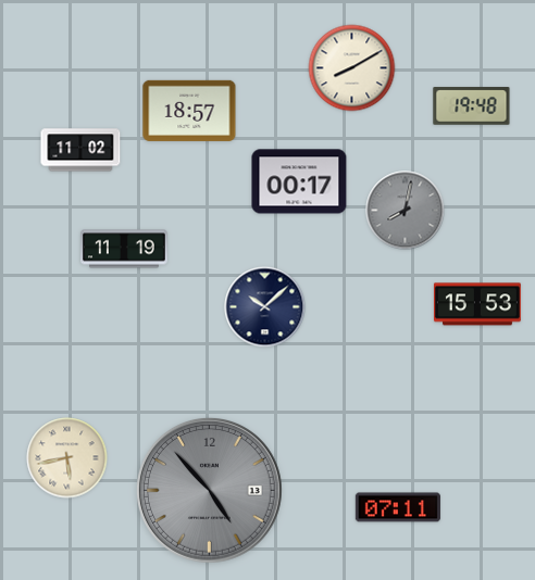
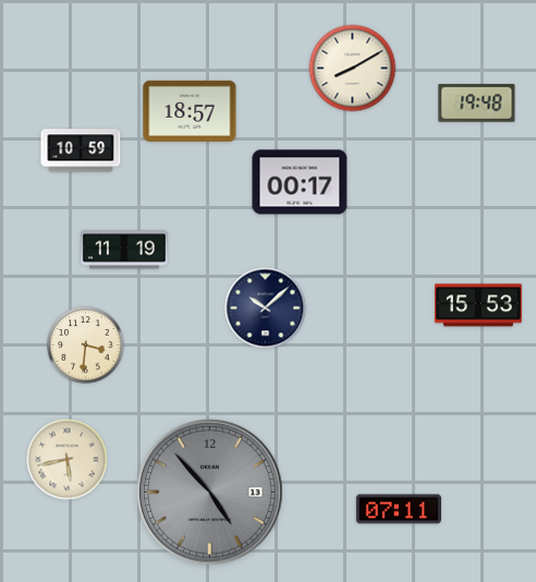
clock at (472, 106) position: (472, 106) -> (477, 104)
clock at (80, 150): 11:02 -> 10:59
clock at (406, 211): 8:02 -> none
clock at (86, 345): none -> 3:31
